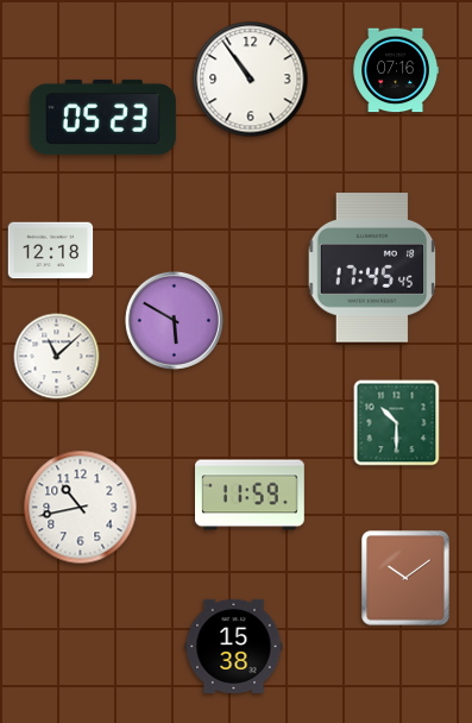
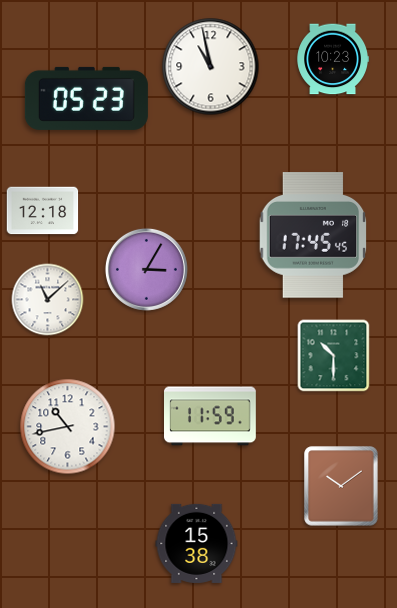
clock at (395, 70): 07:16 -> 10:23
clock at (251, 80): 10:54 -> 10:58
clock at (372, 268) position: (372, 268) -> (313, 235)
clock at (174, 320): 5:50 -> 3:05
